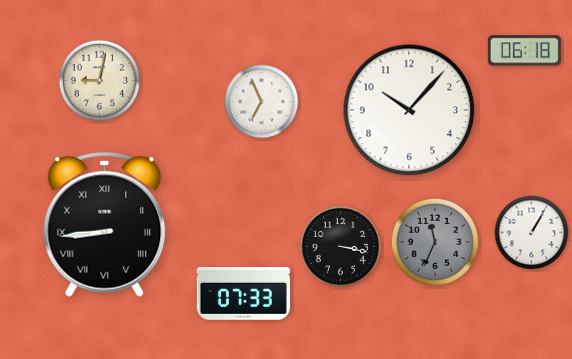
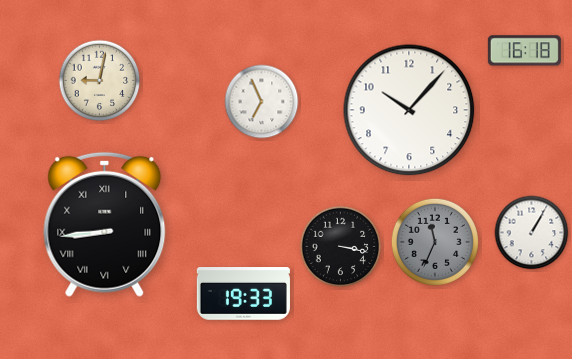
clock at (524, 51): 06:18 -> 16:18
clock at (243, 294): 07:33 -> 19:33
